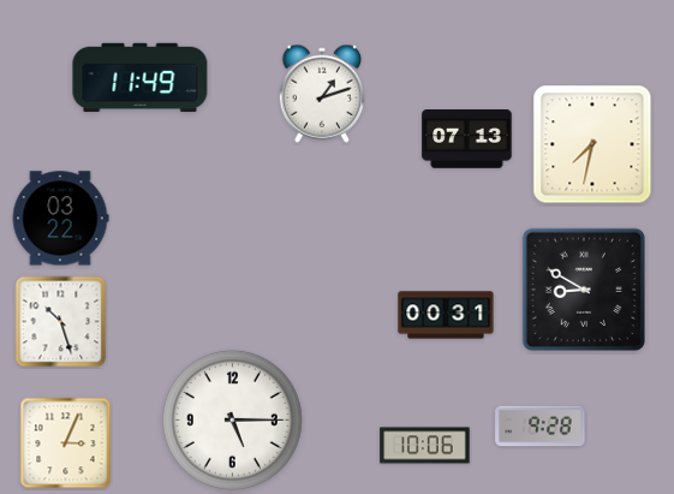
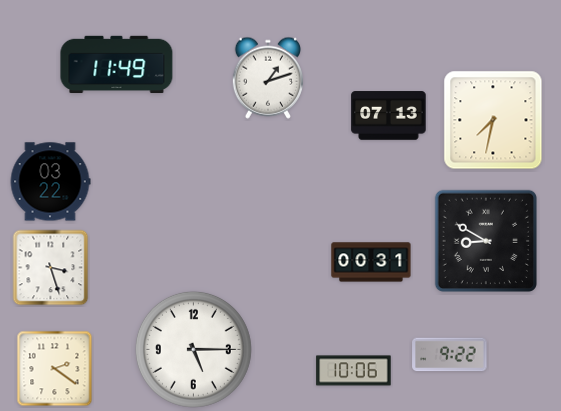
clock at (61, 322): 10:27 -> 3:27
clock at (541, 427): 9:28 -> 9:22
clock at (66, 444): 3:04 -> 2:21
